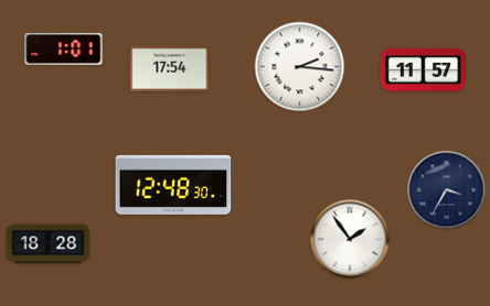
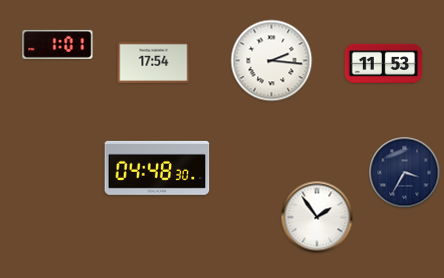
clock at (424, 69): 11:57 -> 11:53
clock at (173, 185): 12:48 -> 04:48
clock at (49, 244): 18:28 -> none
